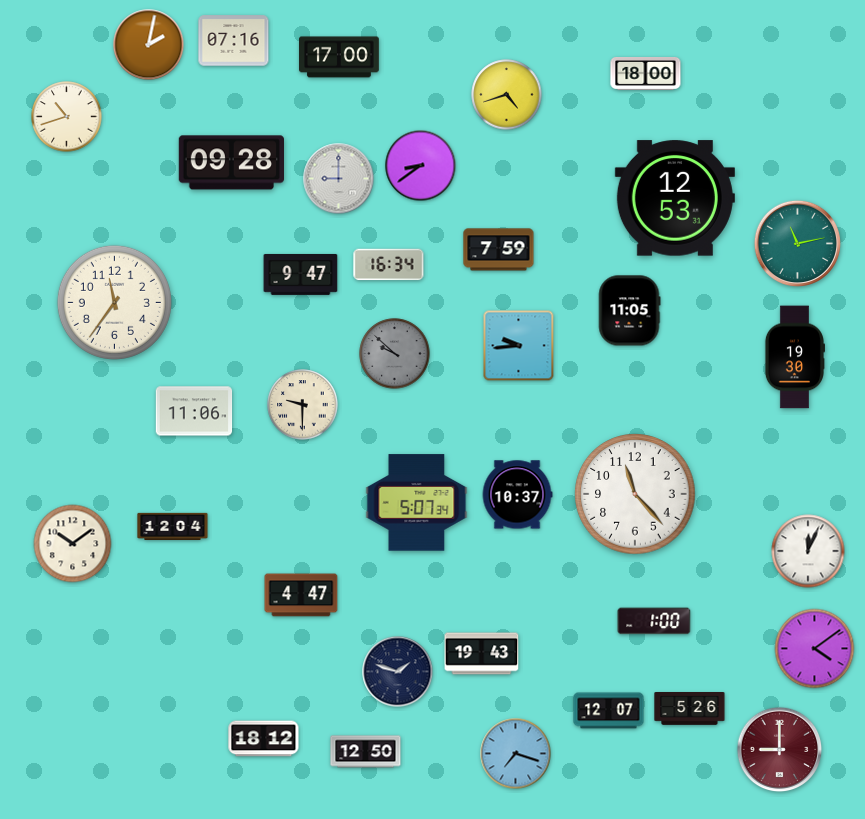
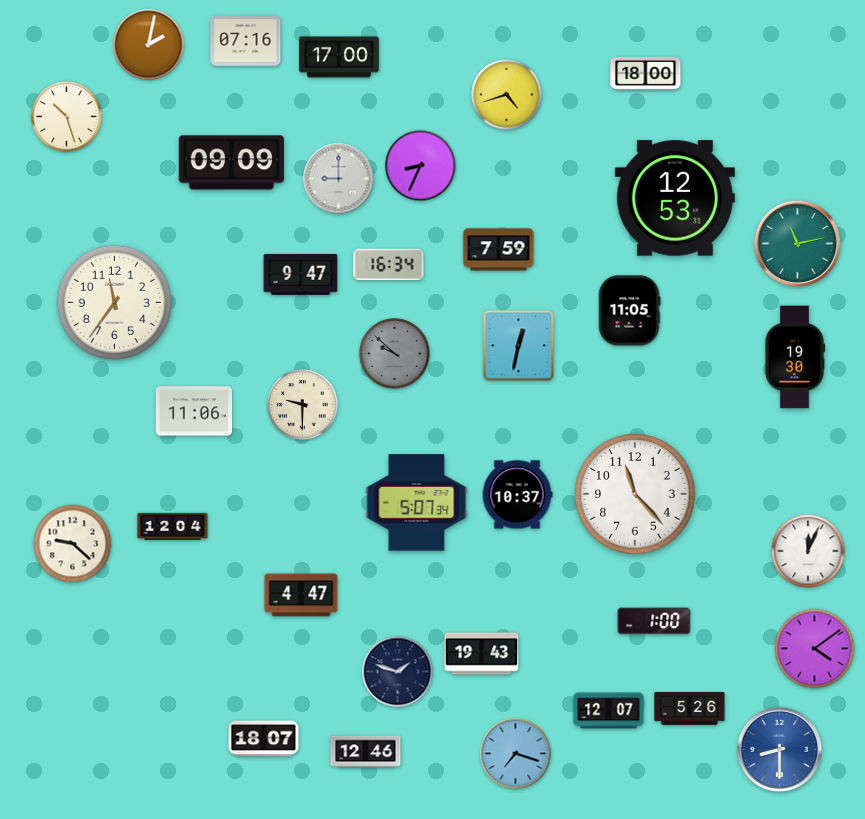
clock at (234, 41) position: (234, 41) -> (246, 41)
clock at (67, 117): 10:42 -> 10:27
clock at (231, 163): 09:28 -> 09:09
clock at (421, 166): 8:39 -> 8:34
clock at (519, 346): 9:44 -> 12:32
clock at (73, 544): 10:09 -> 9:22
clock at (264, 739): 18:12 -> 18:07
clock at (780, 750): 9:00 -> 8:30
clock at (780, 750) dial: burgundy -> blue
clock at (366, 752): 12:50 -> 12:46
